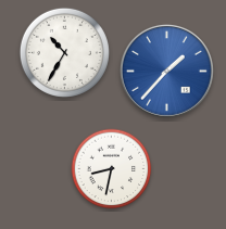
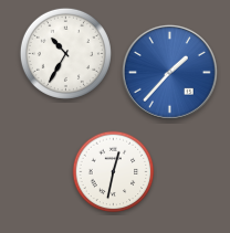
clock at (112, 169): 8:32 -> 12:32
